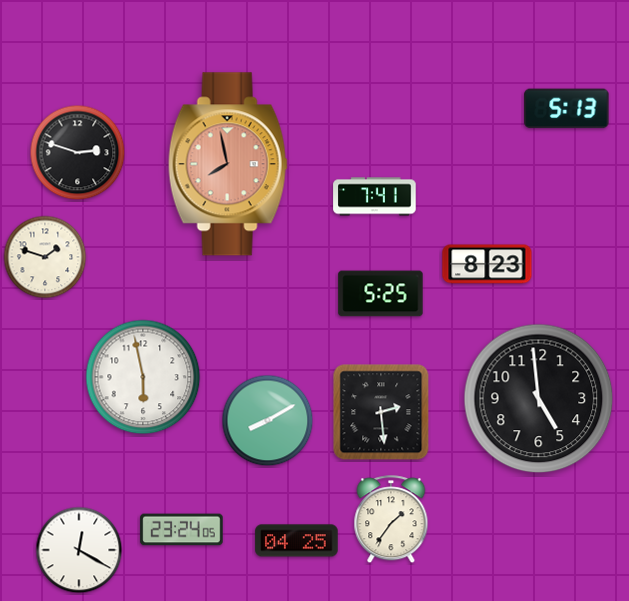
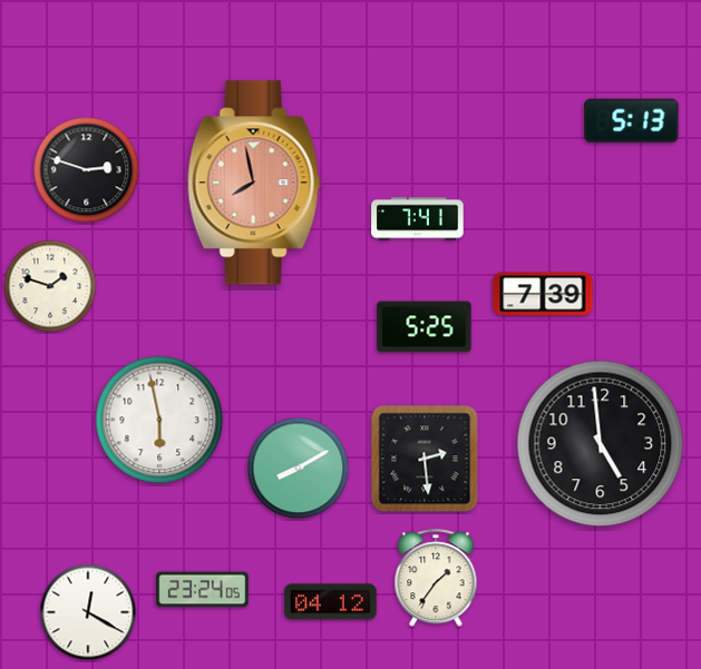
clock at (487, 264): 8:23 -> 7:39
clock at (297, 541): 04:25 -> 04:12
